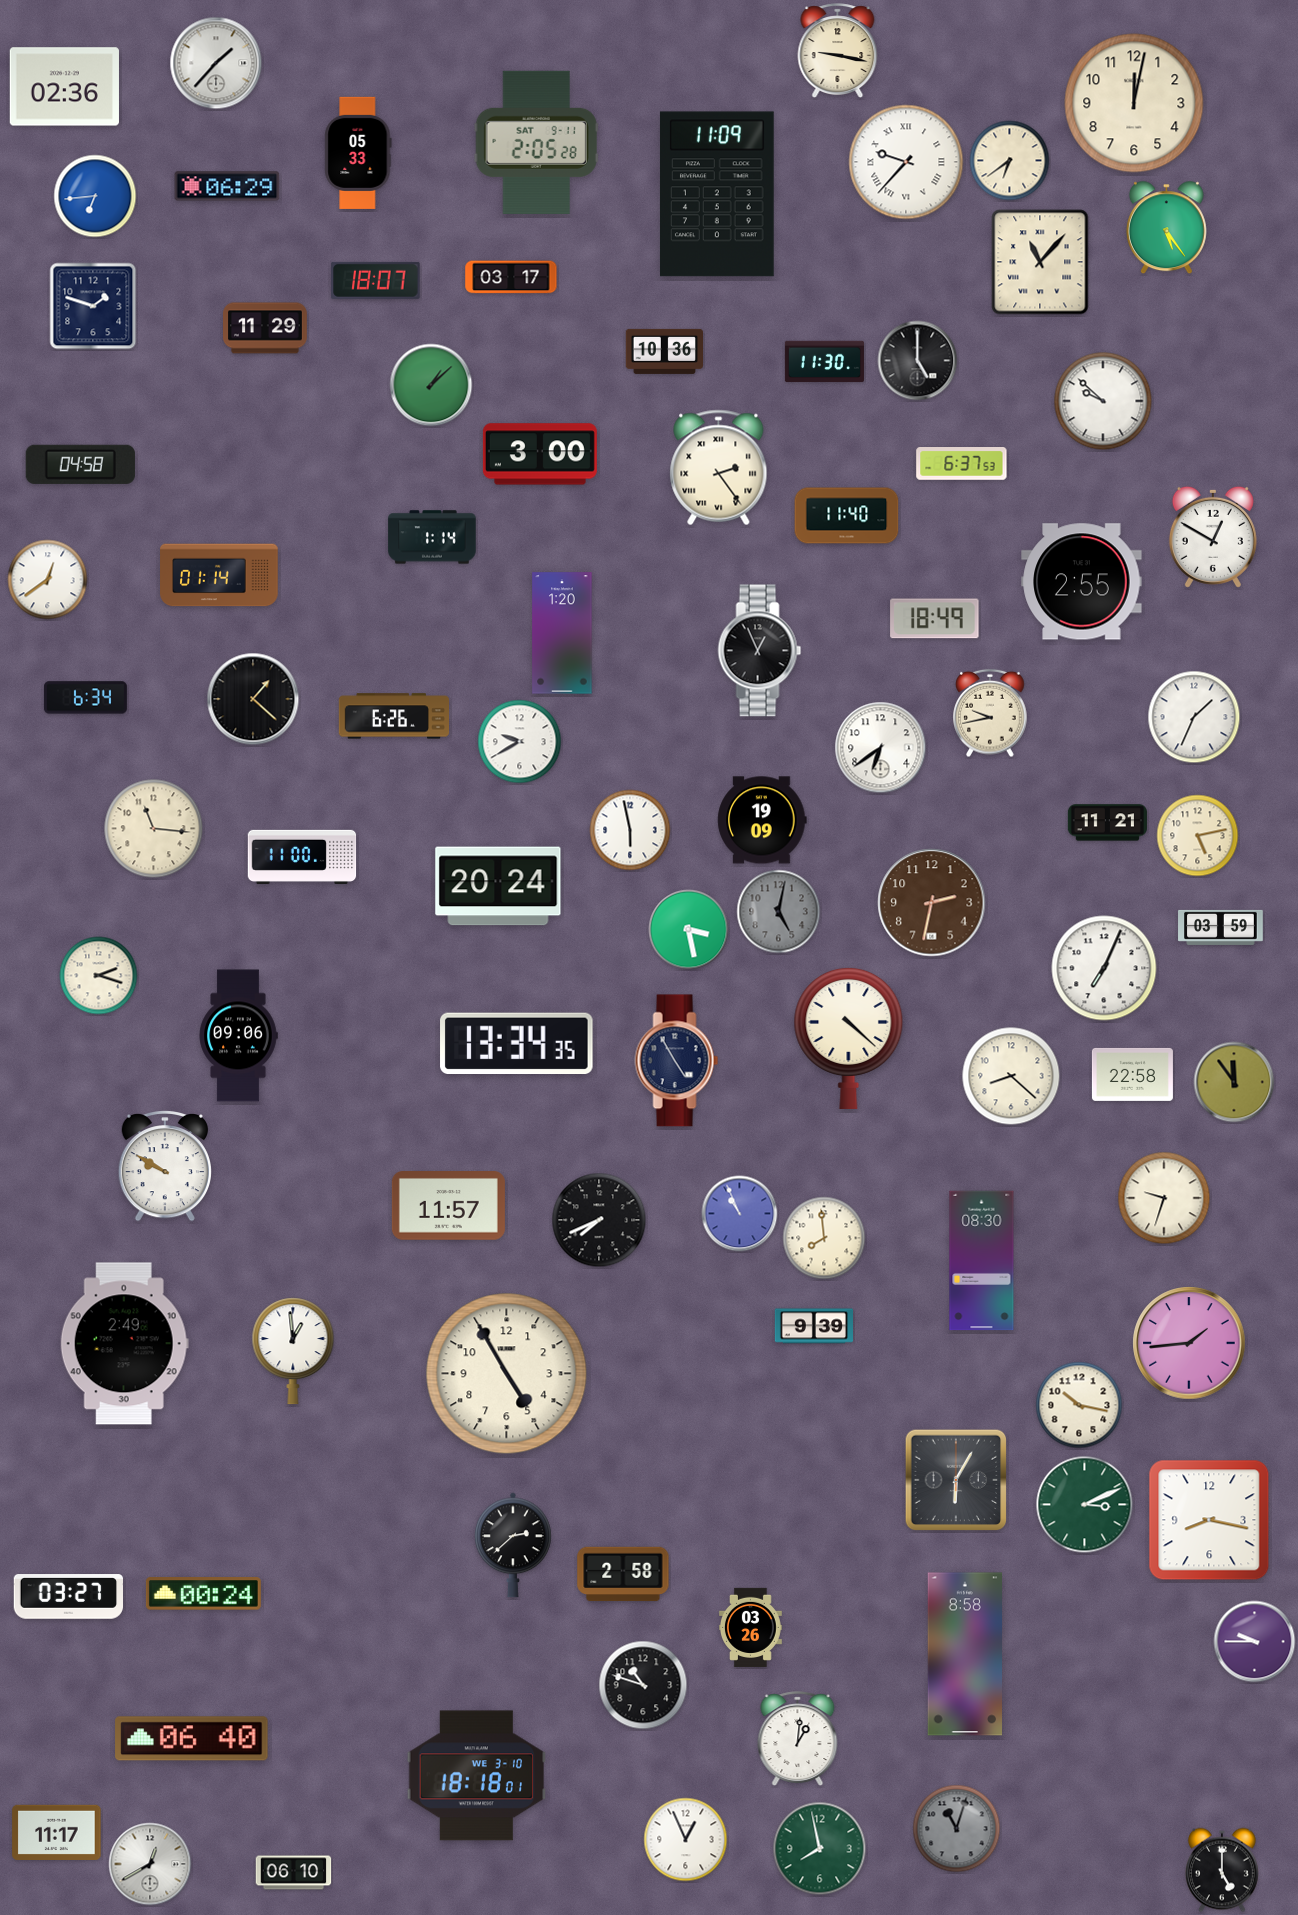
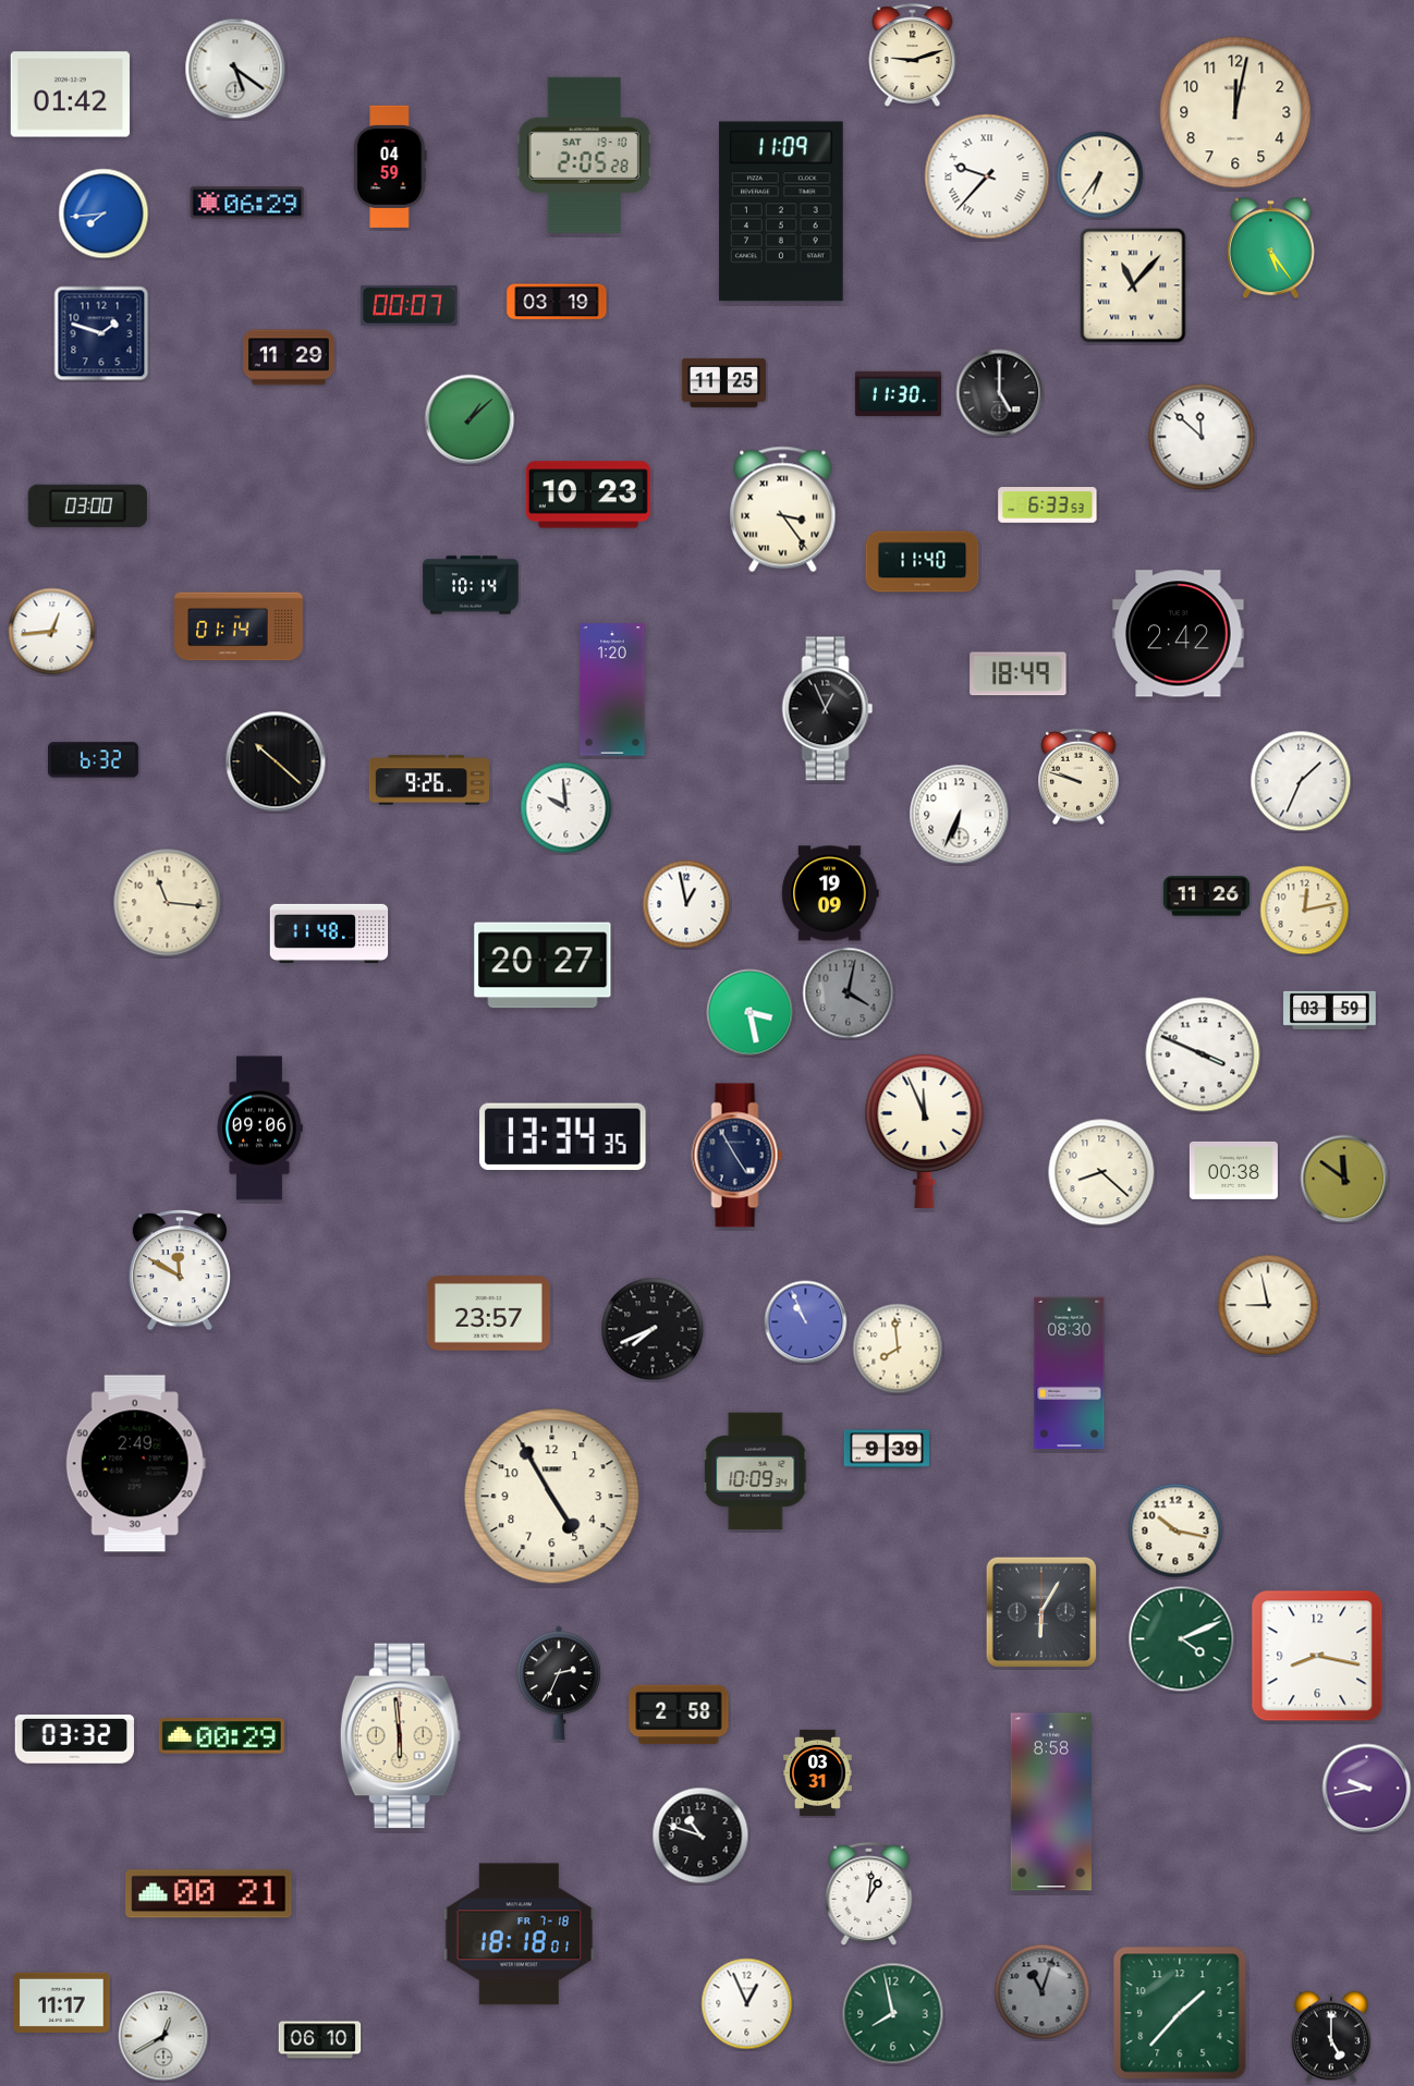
clock at (838, 50): 9:17 -> 9:12
clock at (216, 63): 1:37 -> 5:21
clock at (64, 87): 02:36 -> 01:42
clock at (536, 142) date: SAT 9-11 -> SAT 19-10
clock at (358, 153): 05:33 -> 04:59
clock at (1010, 161): 6:39 -> 6:36
clock at (95, 196): 6:44 -> 7:44
clock at (511, 277): 03:17 -> 03:19
clock at (376, 280): 18:07 -> 00:07
clock at (665, 351): 10:36 -> 11:25
clock at (1103, 401): 9:52 -> 11:52
clock at (540, 454): 3:00 -> 10:23
clock at (80, 464): 04:58 -> 03:00
clock at (962, 464): 6:37 -> 6:33
clock at (719, 468): 2:24 -> 3:24
clock at (432, 537): 1:14 -> 10:14
clock at (1213, 537): 12:50 -> none
clock at (48, 580): 12:39 -> 12:44
clock at (1082, 582): 2:55 -> 2:42
clock at (85, 698): 6:34 -> 6:32
clock at (253, 699): 1:22 -> 10:22
clock at (990, 713): 9:43 -> 9:48
clock at (393, 716): 6:26 -> 9:26
clock at (520, 742): 9:40 -> 9:59
clock at (881, 748): 6:39 -> 6:34
clock at (1107, 823): 11:21 -> 11:26
clock at (630, 830): 5:58 -> 12:58
clock at (1198, 836): 5:13 -> 12:13
clock at (302, 856): 11:00 -> 11:48
clock at (498, 886): 20:24 -> 20:27
clock at (932, 903): 2:32 -> none
clock at (779, 912): 5:02 -> 4:02
clock at (1104, 968): 7:04 -> 3:49
clock at (99, 976): 2:18 -> none
clock at (849, 1038): 4:22 -> 11:56
clock at (1132, 1074): 22:58 -> 00:38
clock at (1234, 1082): 11:54 -> 11:51
clock at (165, 1167): 9:50 -> 11:50
clock at (1164, 1198): 9:33 -> 8:58
clock at (448, 1206): 11:57 -> 23:57
clock at (813, 1326) position: (813, 1326) -> (886, 1449)
clock at (1189, 1343): 1:44 -> none
clock at (293, 1351): 12:59 -> none
clock at (756, 1472): none -> 10:09
clock at (1085, 1505): 3:11 -> 4:11
clock at (513, 1545): 2:38 -> 2:34
clock at (203, 1594): 00:24 -> 00:29
clock at (400, 1736): none -> 5:59
clock at (68, 1597): 03:27 -> 03:32
clock at (751, 1627): 03:26 -> 03:31
clock at (1255, 1642): 9:45 -> 9:43
clock at (192, 1739): 06:40 -> 00:21
clock at (477, 1776) date: WE 3-10 -> FR 7-18
clock at (57, 1832) position: (57, 1832) -> (62, 2002)
clock at (1180, 2013): none -> 1:37
clock at (150, 1864) position: (150, 1864) -> (163, 2036)
